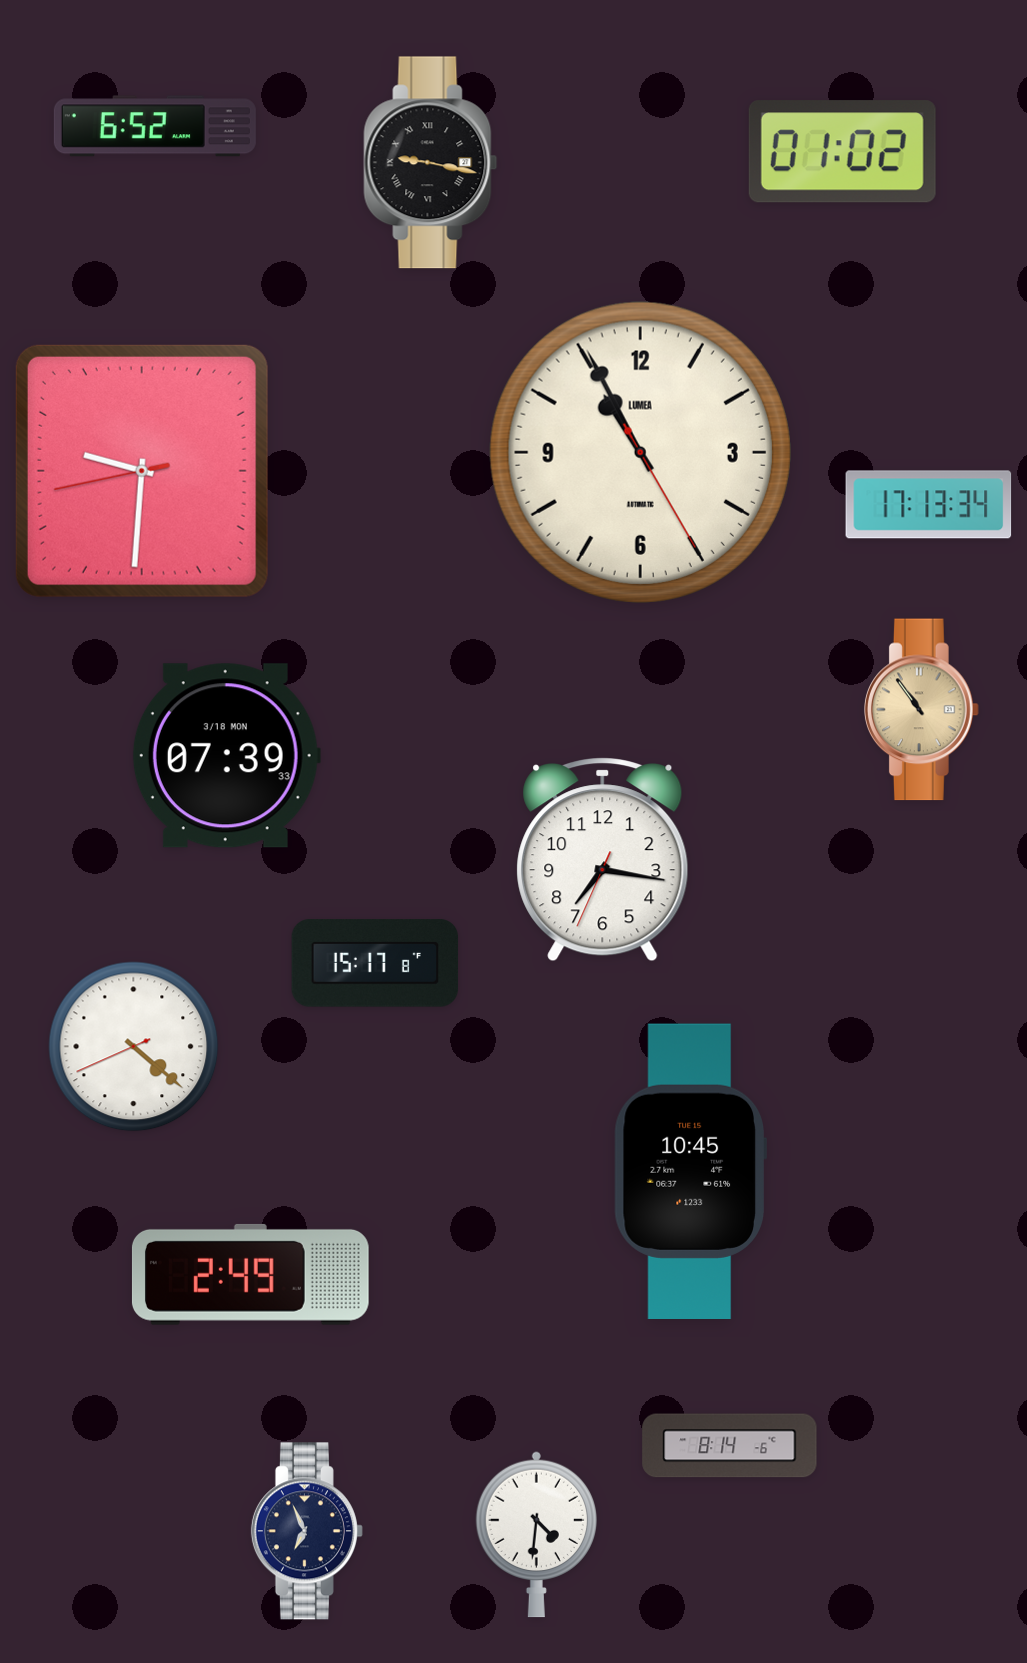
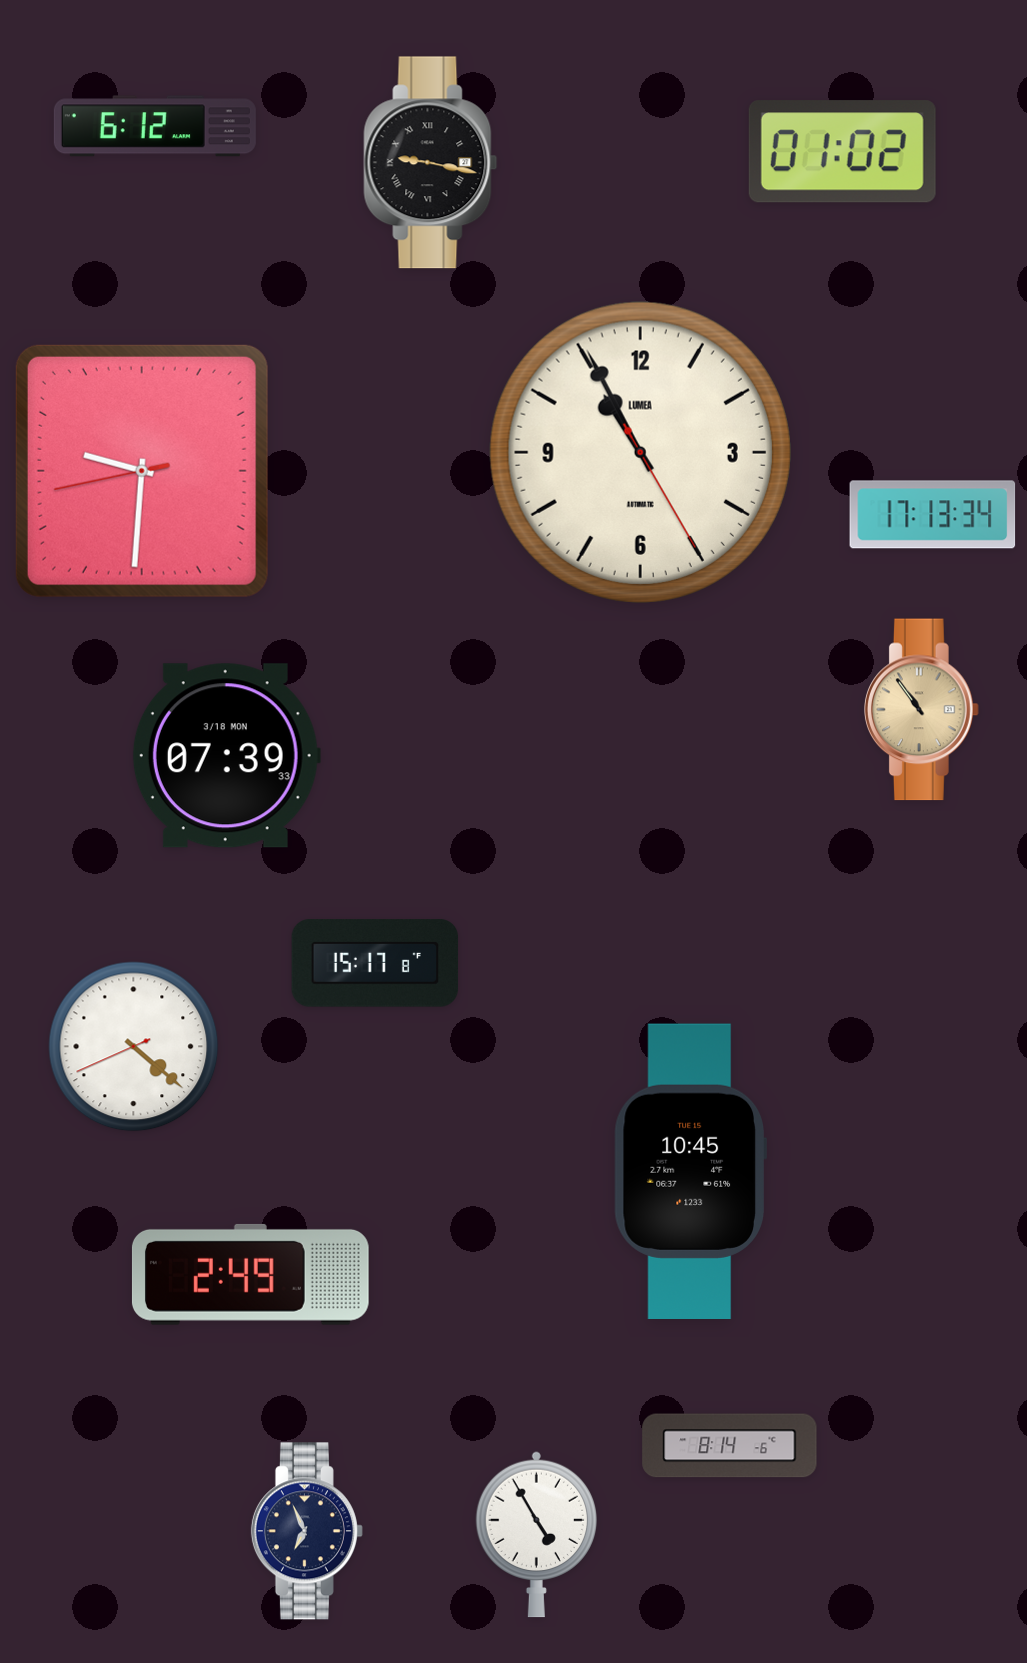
clock at (155, 126): 6:52 -> 6:12
clock at (929, 505) position: (929, 505) -> (933, 515)
clock at (603, 860): 7:16 -> none
clock at (536, 1534): 4:31 -> 4:55
